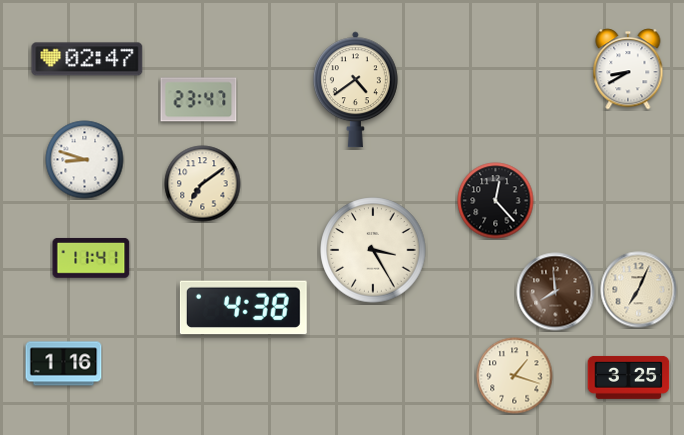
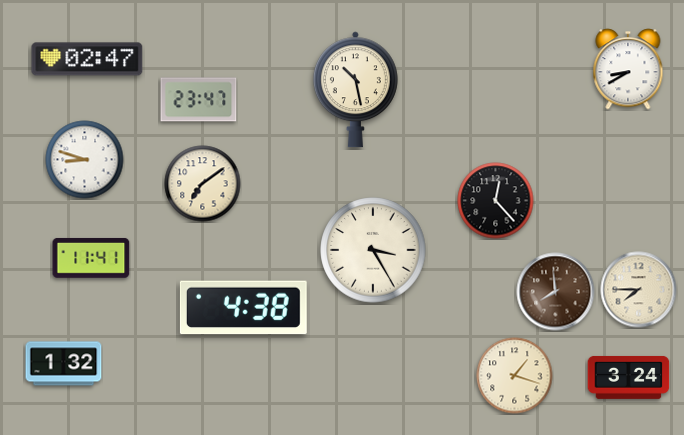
clock at (355, 90): 4:39 -> 10:28
clock at (639, 290): 7:04 -> 7:45
clock at (64, 364): 1:16 -> 1:32
clock at (629, 377): 3:25 -> 3:24
